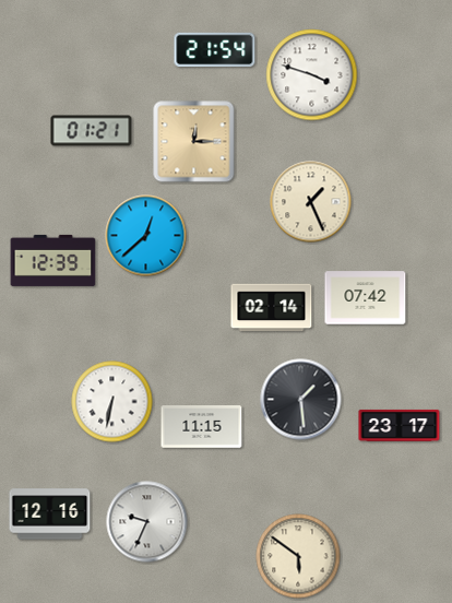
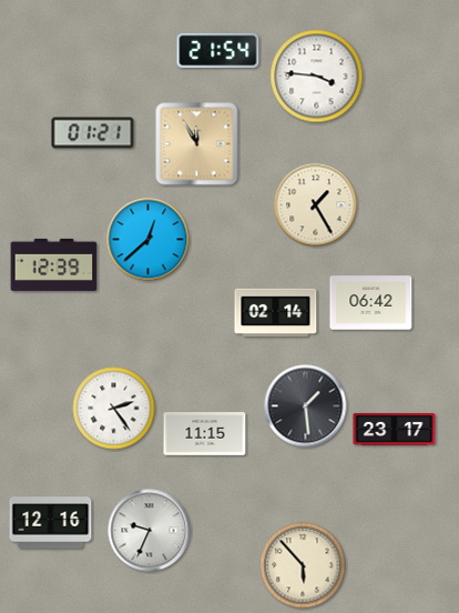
clock at (312, 75): 3:48 -> 3:46
clock at (194, 142): 12:15 -> 11:55
clock at (311, 202): 1:26 -> 1:25
clock at (366, 298): 07:42 -> 06:42
clock at (112, 402): 6:32 -> 2:24
clock at (400, 425) position: (400, 425) -> (395, 429)
clock at (298, 556): 5:51 -> 5:53
